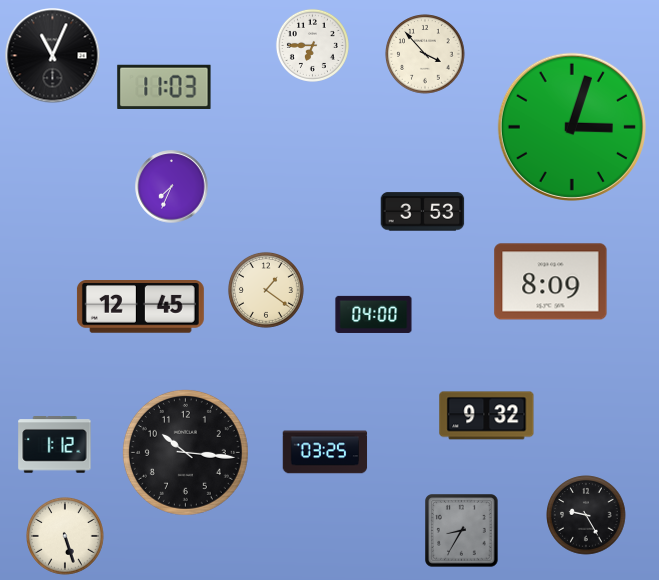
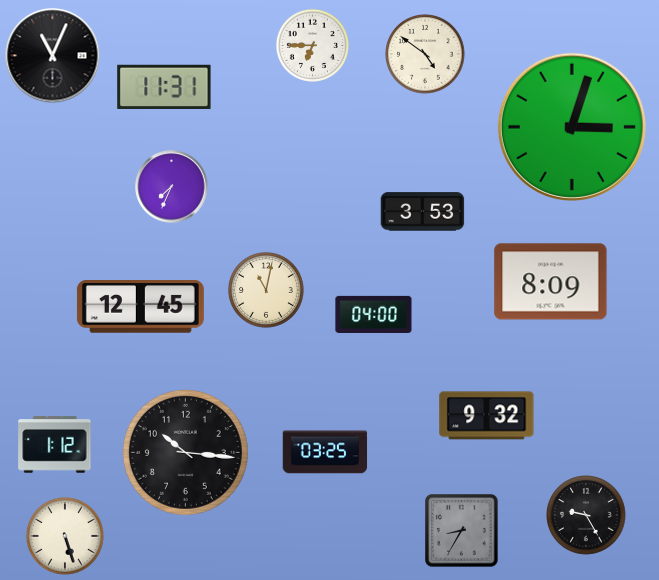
clock at (425, 54): 3:53 -> 4:51
clock at (164, 87): 11:03 -> 11:31
clock at (266, 290): 1:21 -> 11:02
